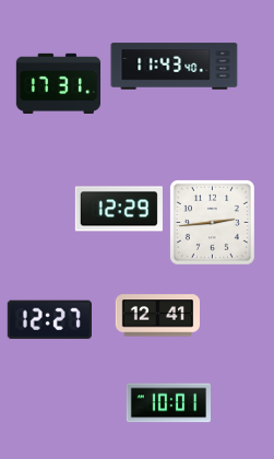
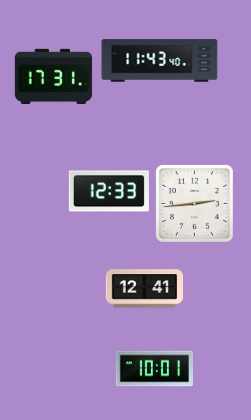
clock at (119, 209): 12:29 -> 12:33
clock at (49, 320): 12:27 -> none
